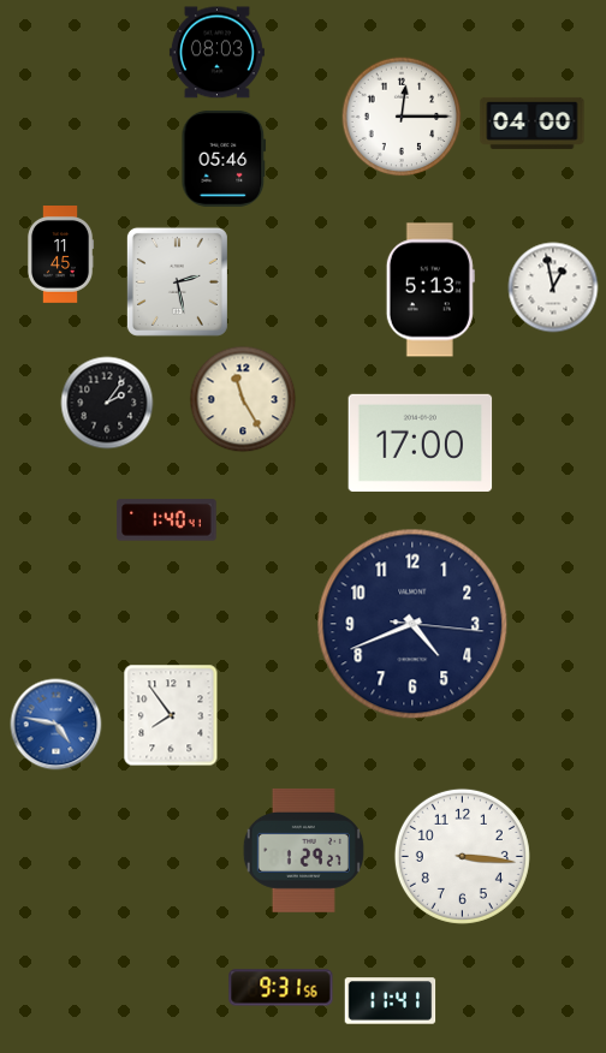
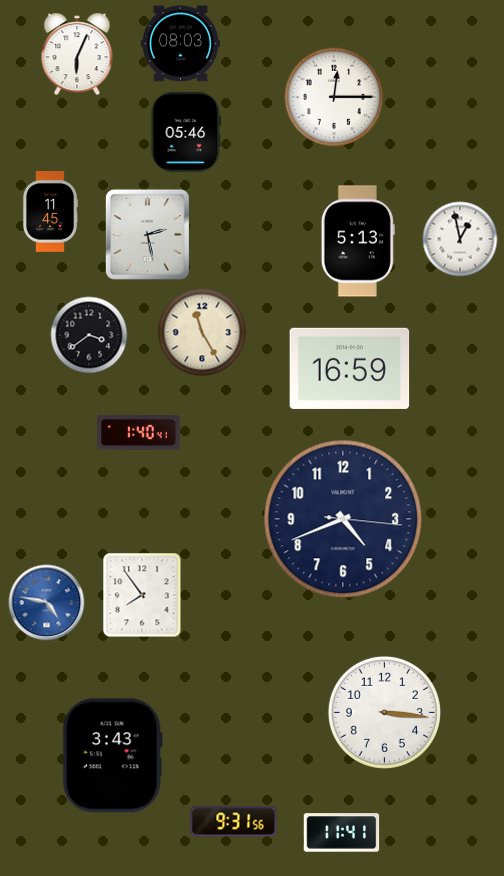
clock at (77, 54): none -> 6:04
clock at (533, 123): 04:00 -> none
clock at (107, 403): 2:06 -> 3:39
clock at (421, 442): 17:00 -> 16:59
clock at (303, 850): 1:29 -> none
clock at (112, 756): none -> 3:43
clock at (391, 1001) position: (391, 1001) -> (342, 833)
